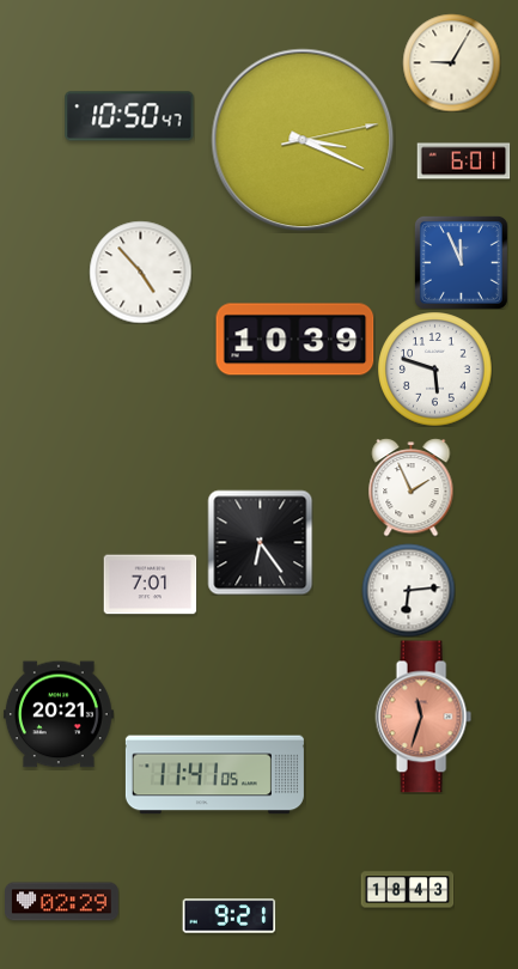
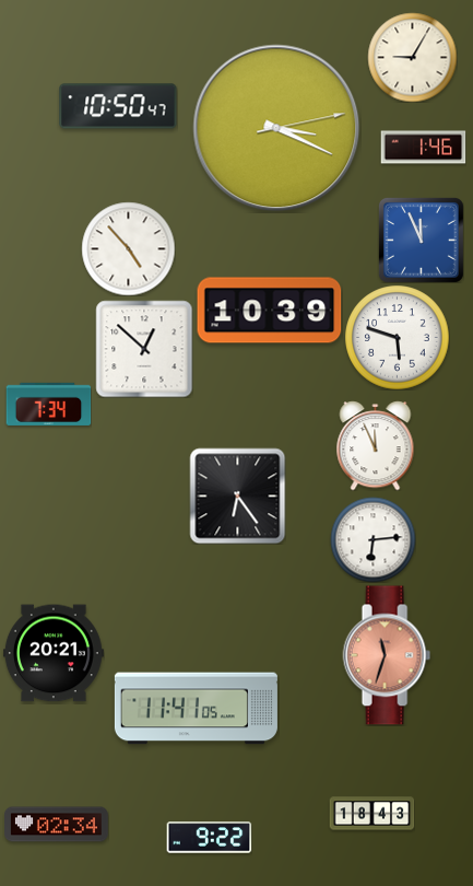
clock at (463, 161): 6:01 -> 1:46
clock at (144, 349): none -> 12:52
clock at (48, 404): none -> 7:34
clock at (412, 487): 1:56 -> 11:56
clock at (150, 585): 7:01 -> none
clock at (62, 902): 02:29 -> 02:34
clock at (228, 916): 9:21 -> 9:22
